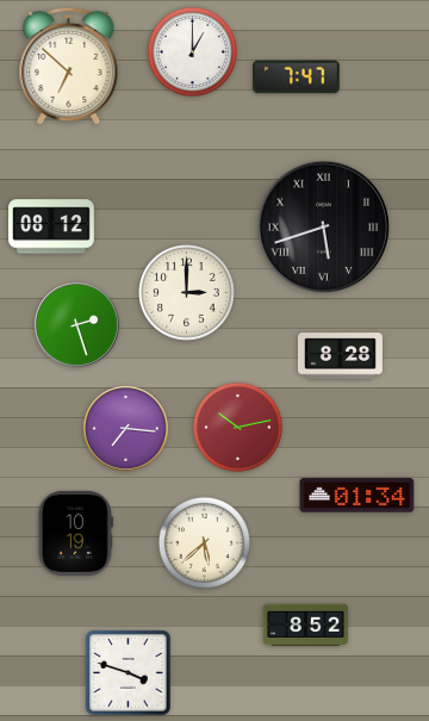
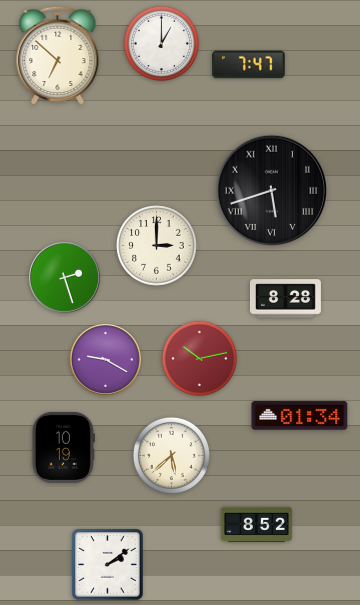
clock at (52, 226): 08:12 -> none
clock at (76, 324) position: (76, 324) -> (64, 277)
clock at (125, 428): 7:16 -> 9:20
clock at (129, 673): 3:48 -> 2:09
